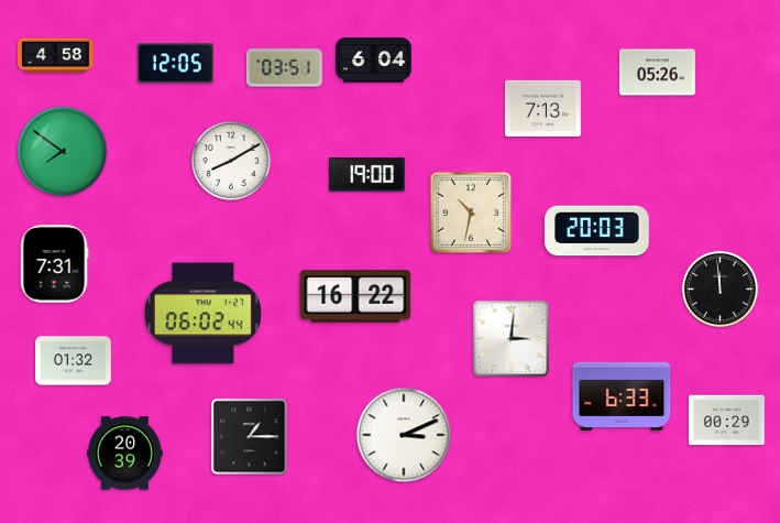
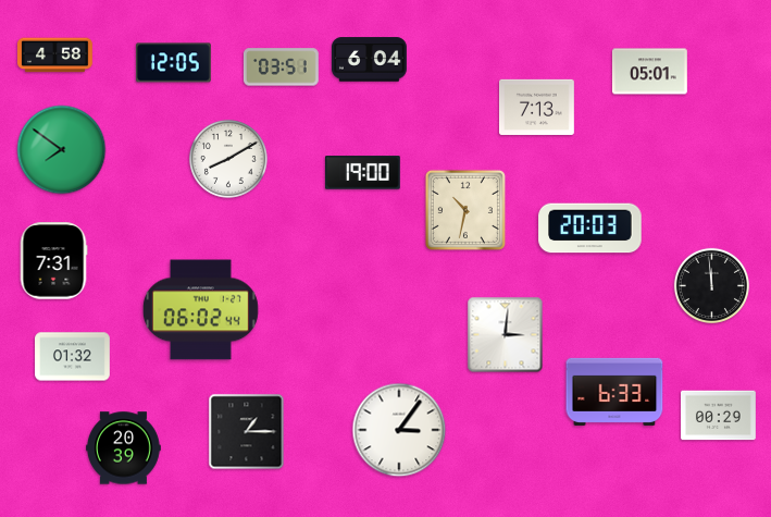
clock at (657, 73): 05:26 -> 05:01
clock at (355, 296): 16:22 -> none
clock at (404, 435): 3:11 -> 3:06
